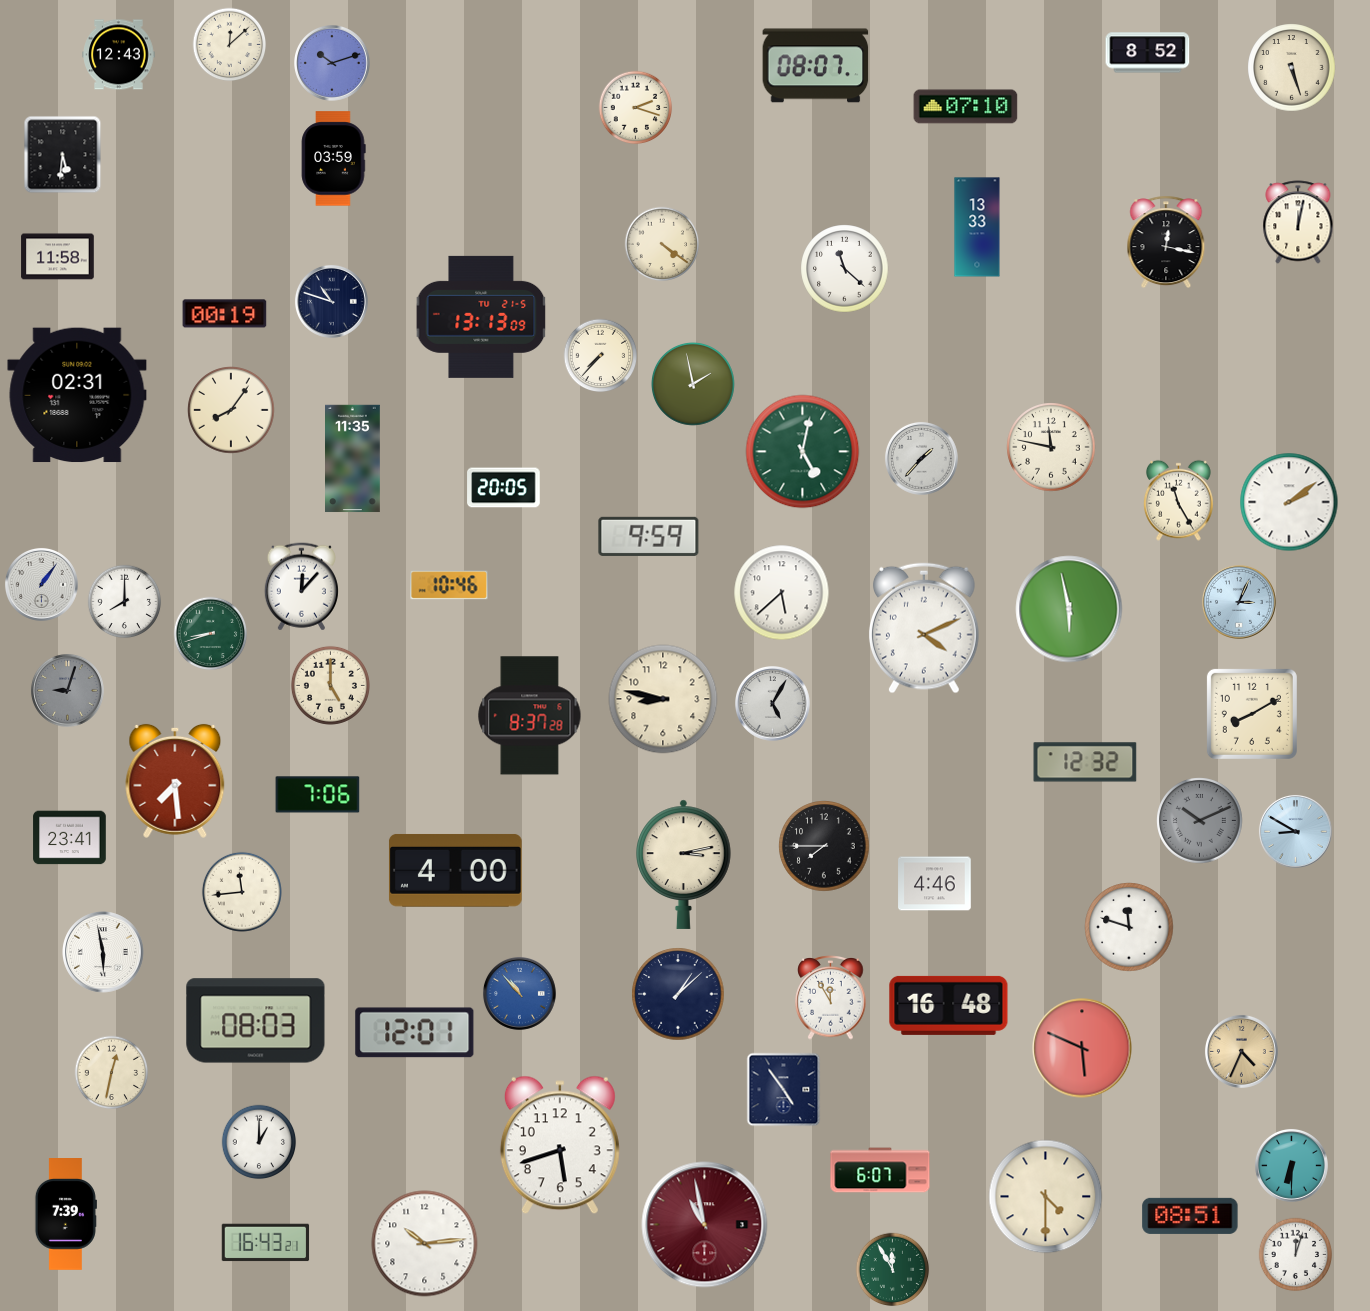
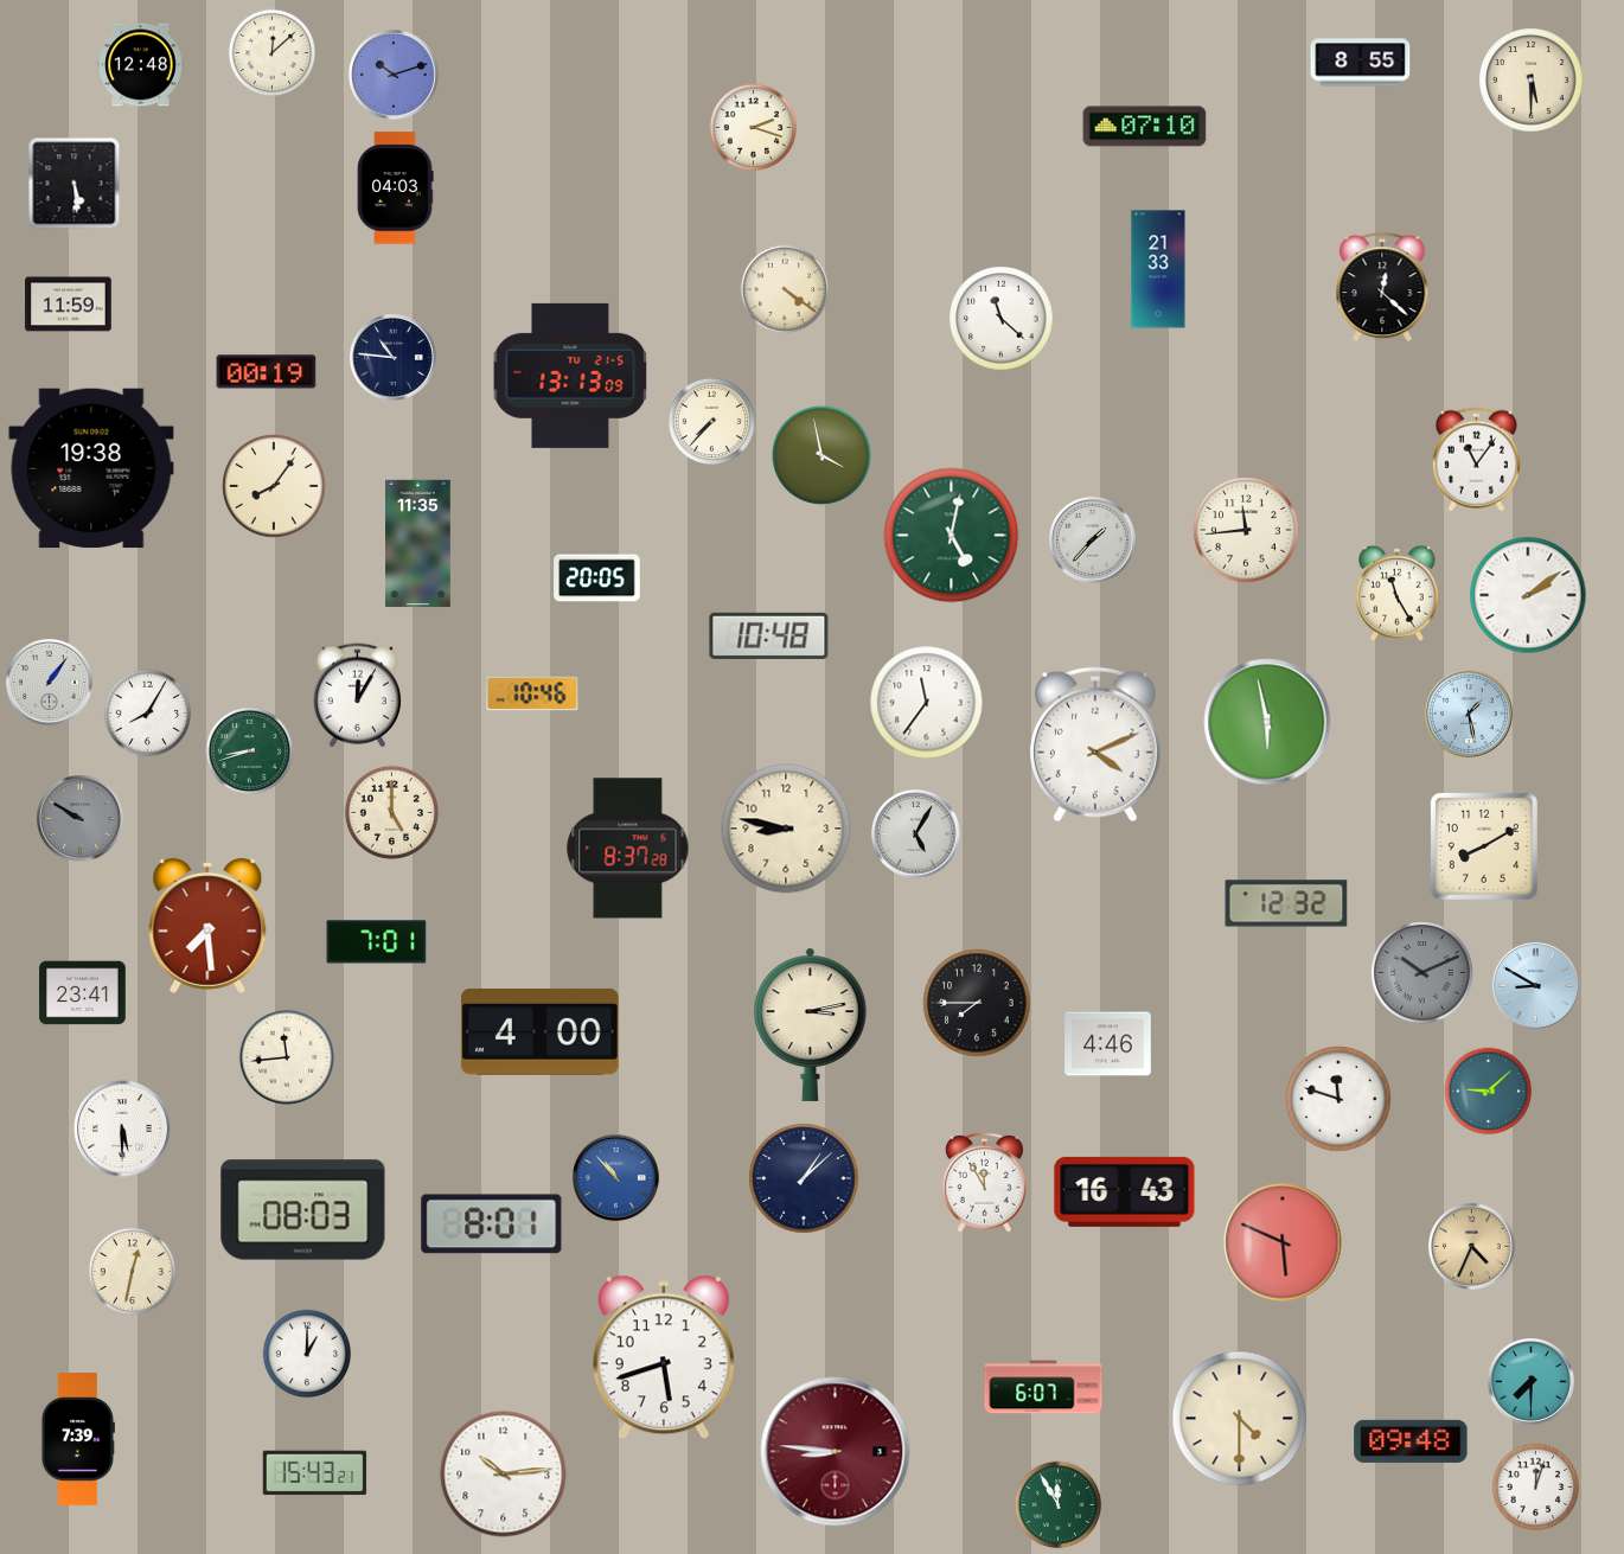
clock at (1148, 53): 8:52 -> 8:55
clock at (119, 55): 12:43 -> 12:48
clock at (816, 66): 08:07 -> none
clock at (1292, 68): 5:27 -> 5:30
clock at (63, 155): 5:31 -> 5:29
clock at (333, 159): 03:59 -> 04:03
clock at (1298, 222): 12:02 -> none
clock at (977, 227): 13:33 -> 21:33
clock at (1166, 242): 12:17 -> 12:22
clock at (58, 257): 11:58 -> 11:59
clock at (331, 301): 10:48 -> 10:46
clock at (693, 384): 1:58 -> 3:58
clock at (1476, 460): none -> 11:06
clock at (77, 395): 02:31 -> 19:38
clock at (1051, 447): 11:47 -> 11:44
clock at (921, 458) position: (921, 458) -> (1092, 539)
clock at (649, 536): 9:59 -> 10:48
clock at (41, 584) position: (41, 584) -> (49, 682)
clock at (301, 587): 12:07 -> 12:05
clock at (782, 593): 5:38 -> 11:36
clock at (125, 602): 8:00 -> 8:05
clock at (1239, 602): 3:04 -> 1:28
clock at (67, 690): 9:03 -> 9:50
clock at (318, 795): 7:06 -> 7:01
clock at (935, 884) position: (935, 884) -> (1108, 1044)
clock at (1489, 1092): none -> 9:08
clock at (103, 952): 5:58 -> 5:30
clock at (949, 1005): 16:48 -> 16:43
clock at (415, 1033): 12:01 -> 8:01
clock at (784, 1090): 4:54 -> none
clock at (1291, 1165): 6:30 -> 7:30
clock at (1190, 1216): 08:51 -> 09:48
clock at (705, 1225): 10:58 -> 8:46
clock at (266, 1243): 16:43 -> 15:43
